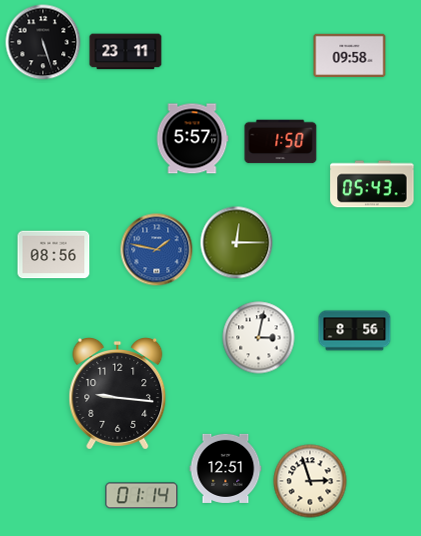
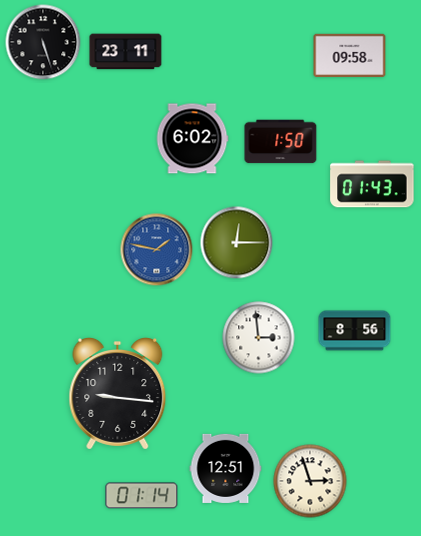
clock at (192, 139): 5:57 -> 6:02
clock at (372, 184): 05:43 -> 01:43
clock at (54, 255): 08:56 -> none
clock at (259, 338): 3:02 -> 2:59
